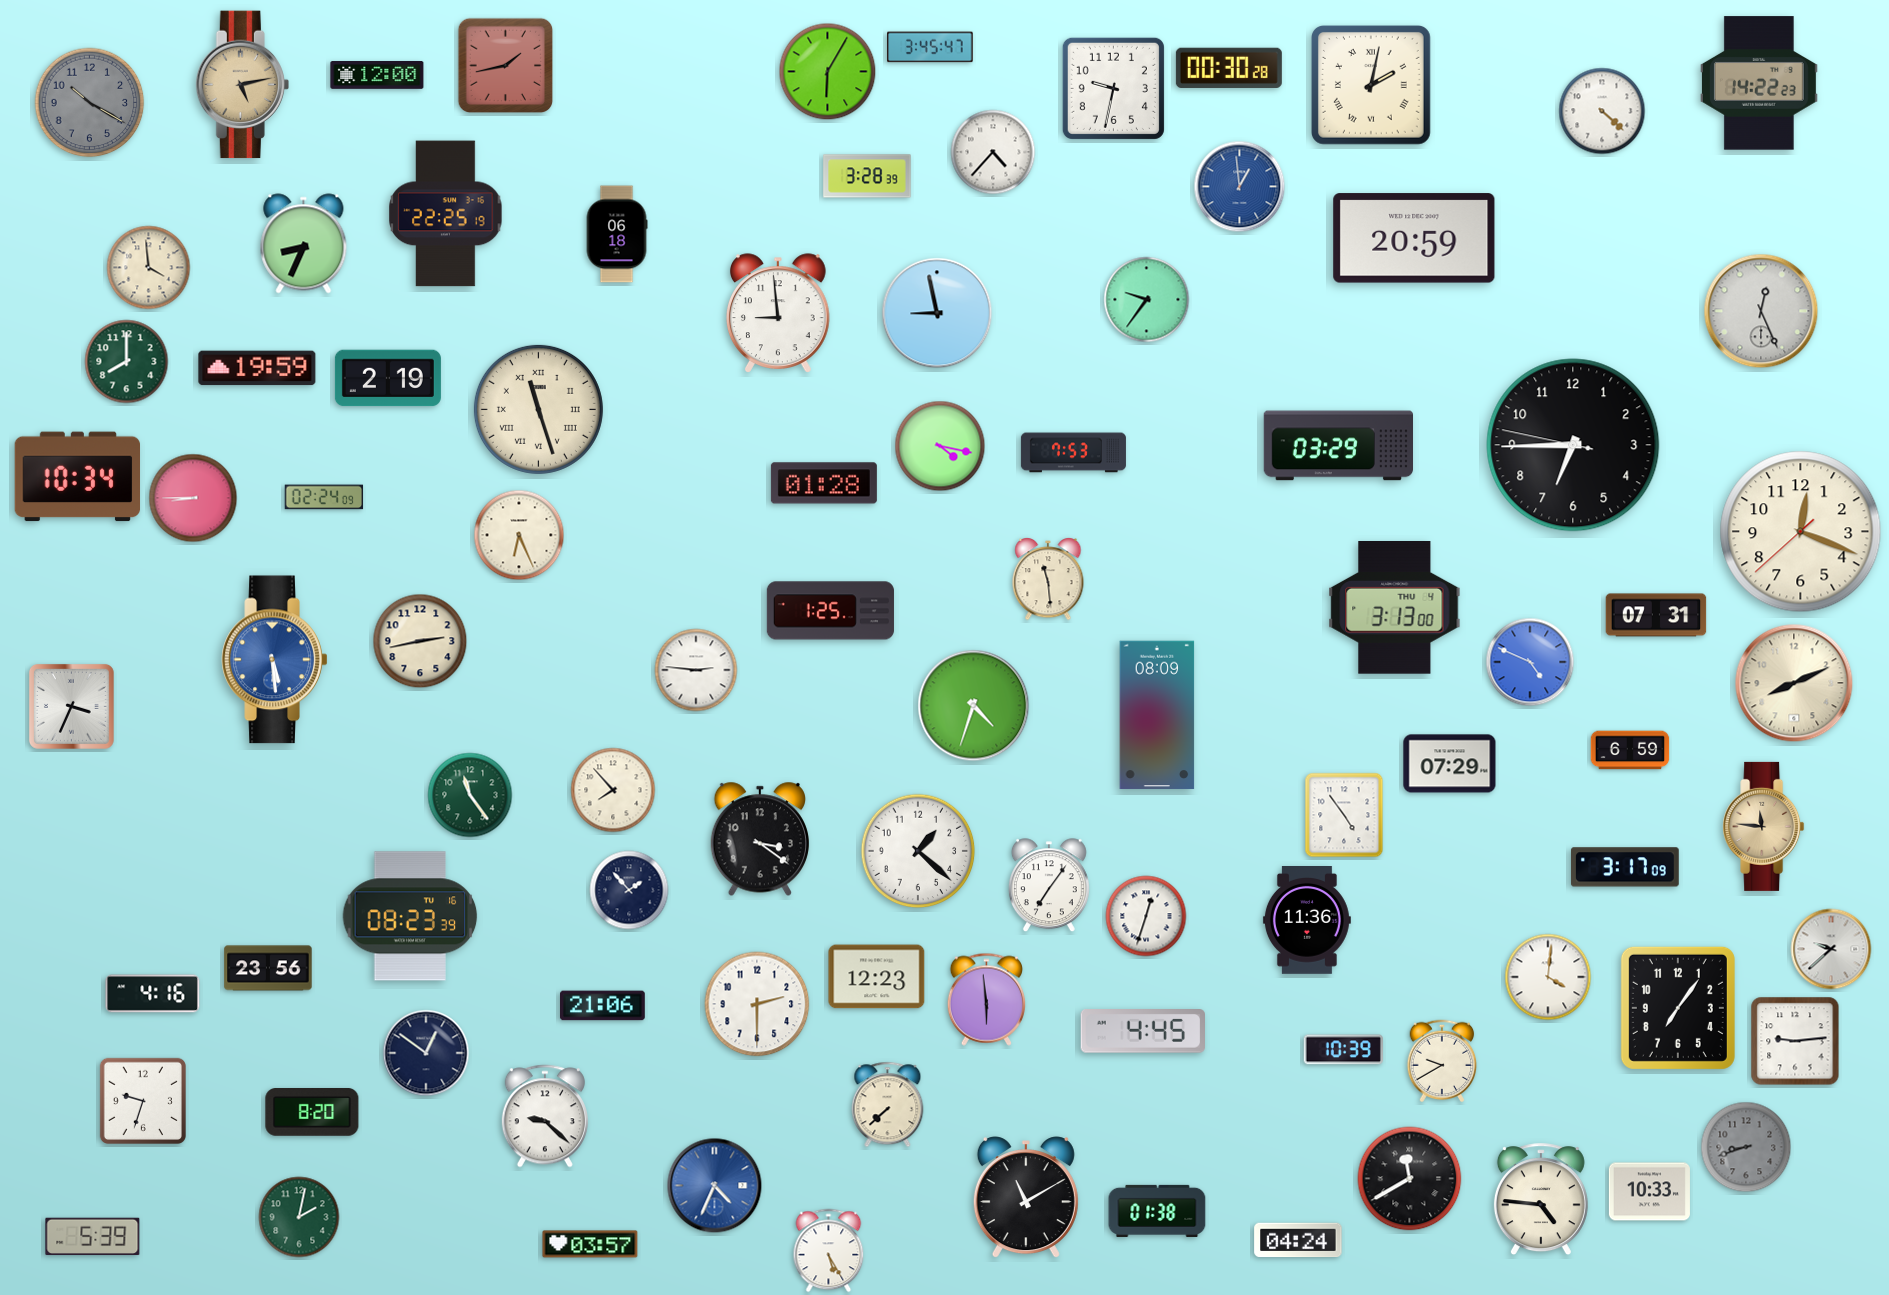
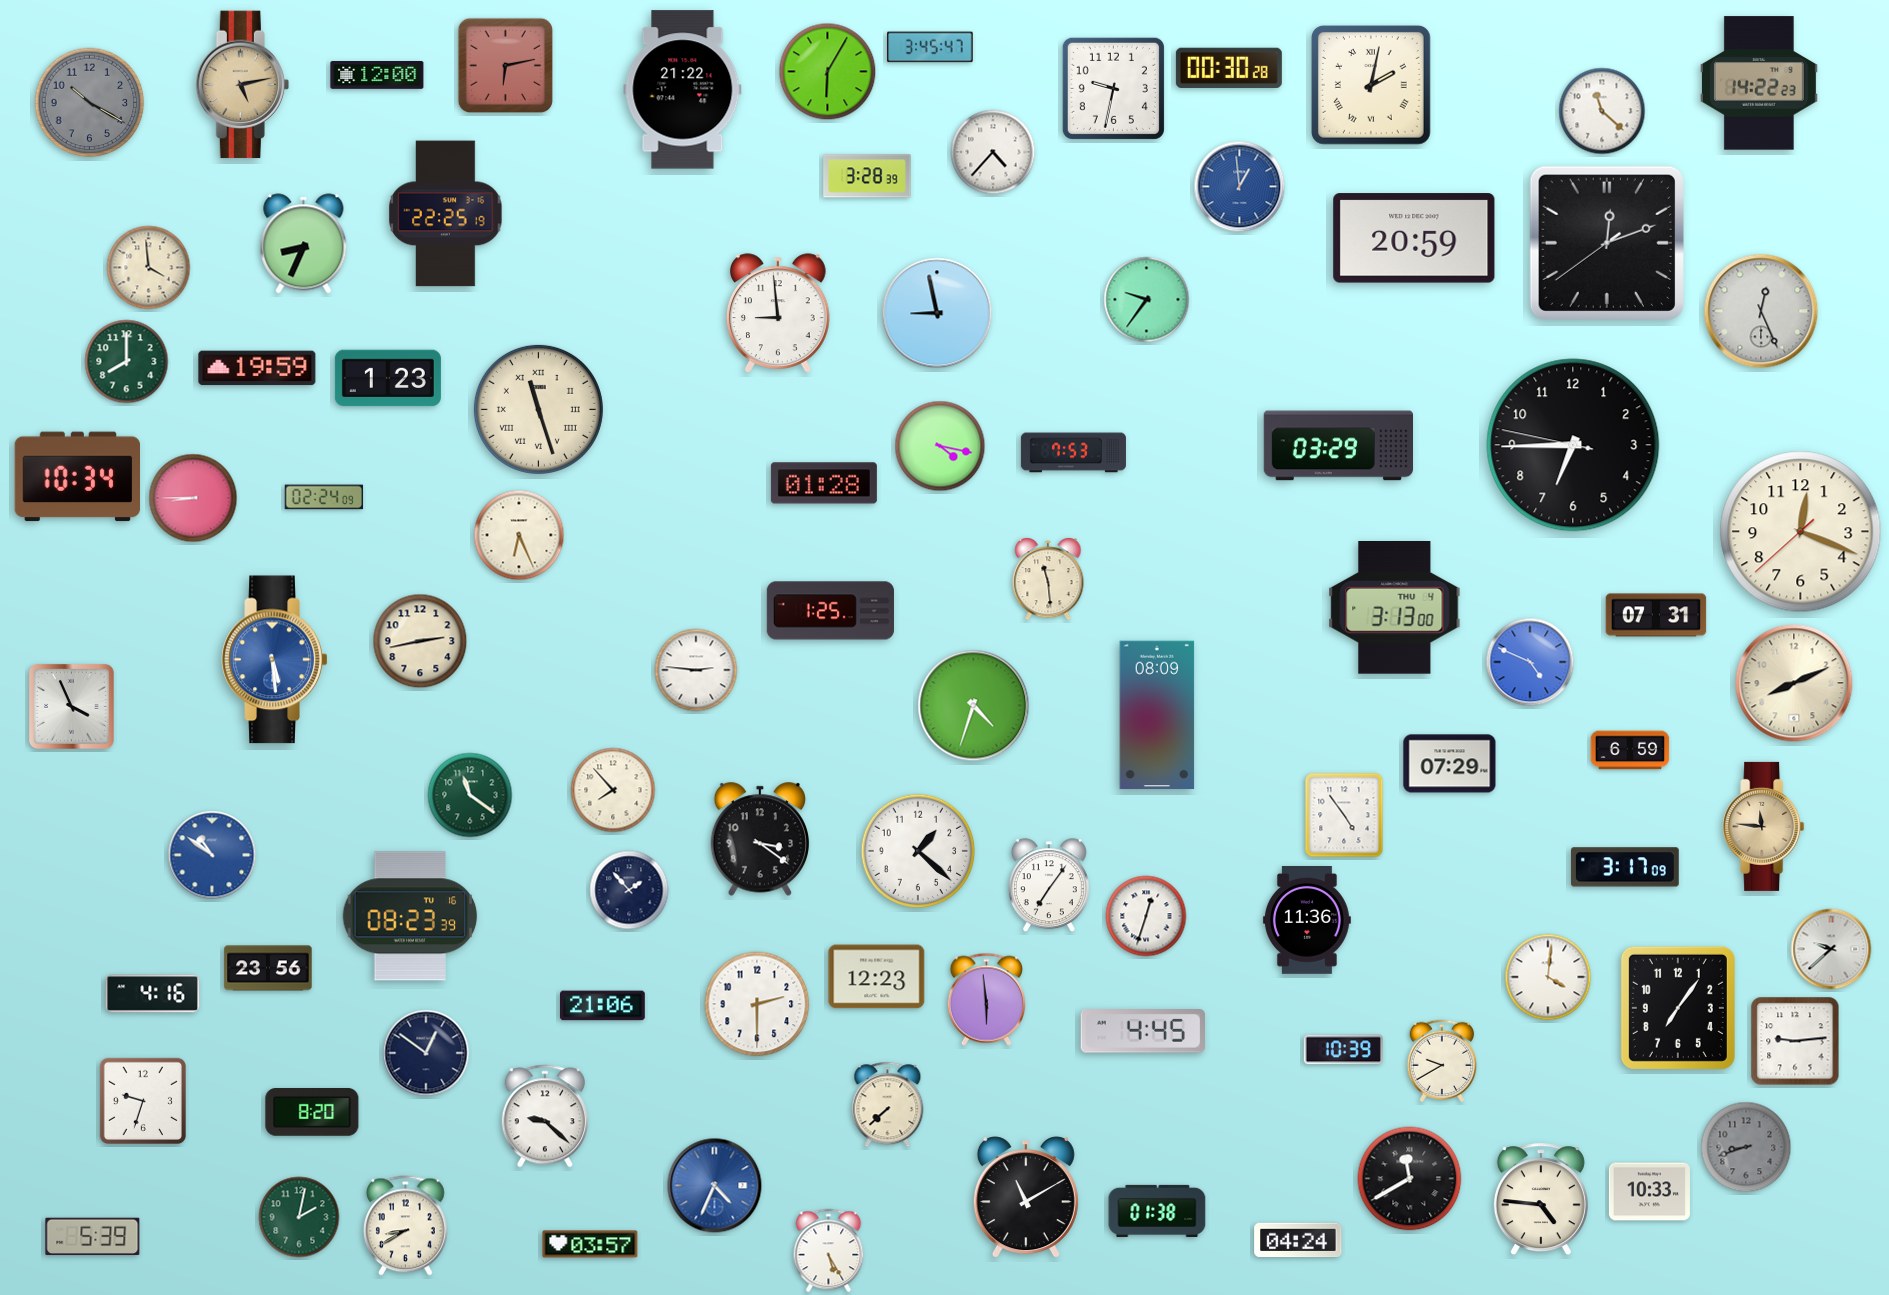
clock at (506, 66): 1:43 -> 6:13
clock at (683, 90): none -> 21:22
clock at (1602, 111): 4:22 -> 11:22
clock at (617, 234): 06:18 -> none
clock at (1607, 243): none -> 12:11
clock at (388, 378): 2:19 -> 1:23
clock at (71, 706): 3:34 -> 3:56
clock at (470, 795): 11:24 -> 11:21
clock at (212, 855): none -> 10:51
clock at (405, 1226): none -> 8:40
